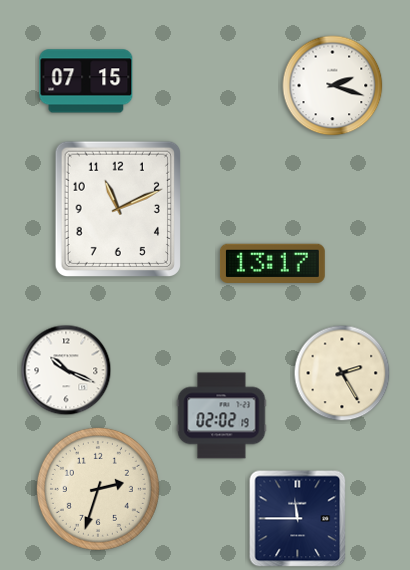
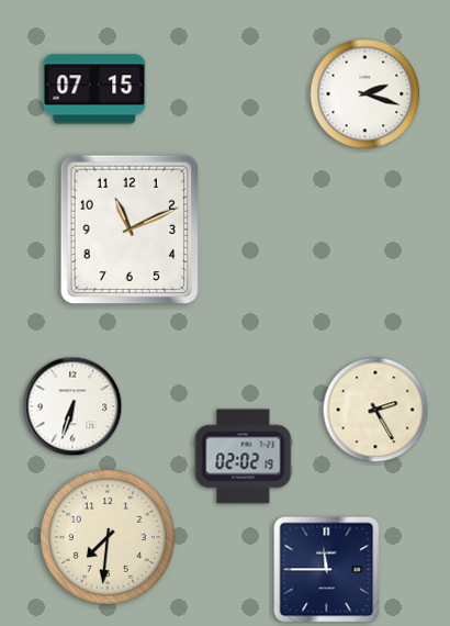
clock at (272, 263): 13:17 -> none
clock at (66, 370): 10:19 -> 6:33
clock at (98, 489): 2:33 -> 7:31
